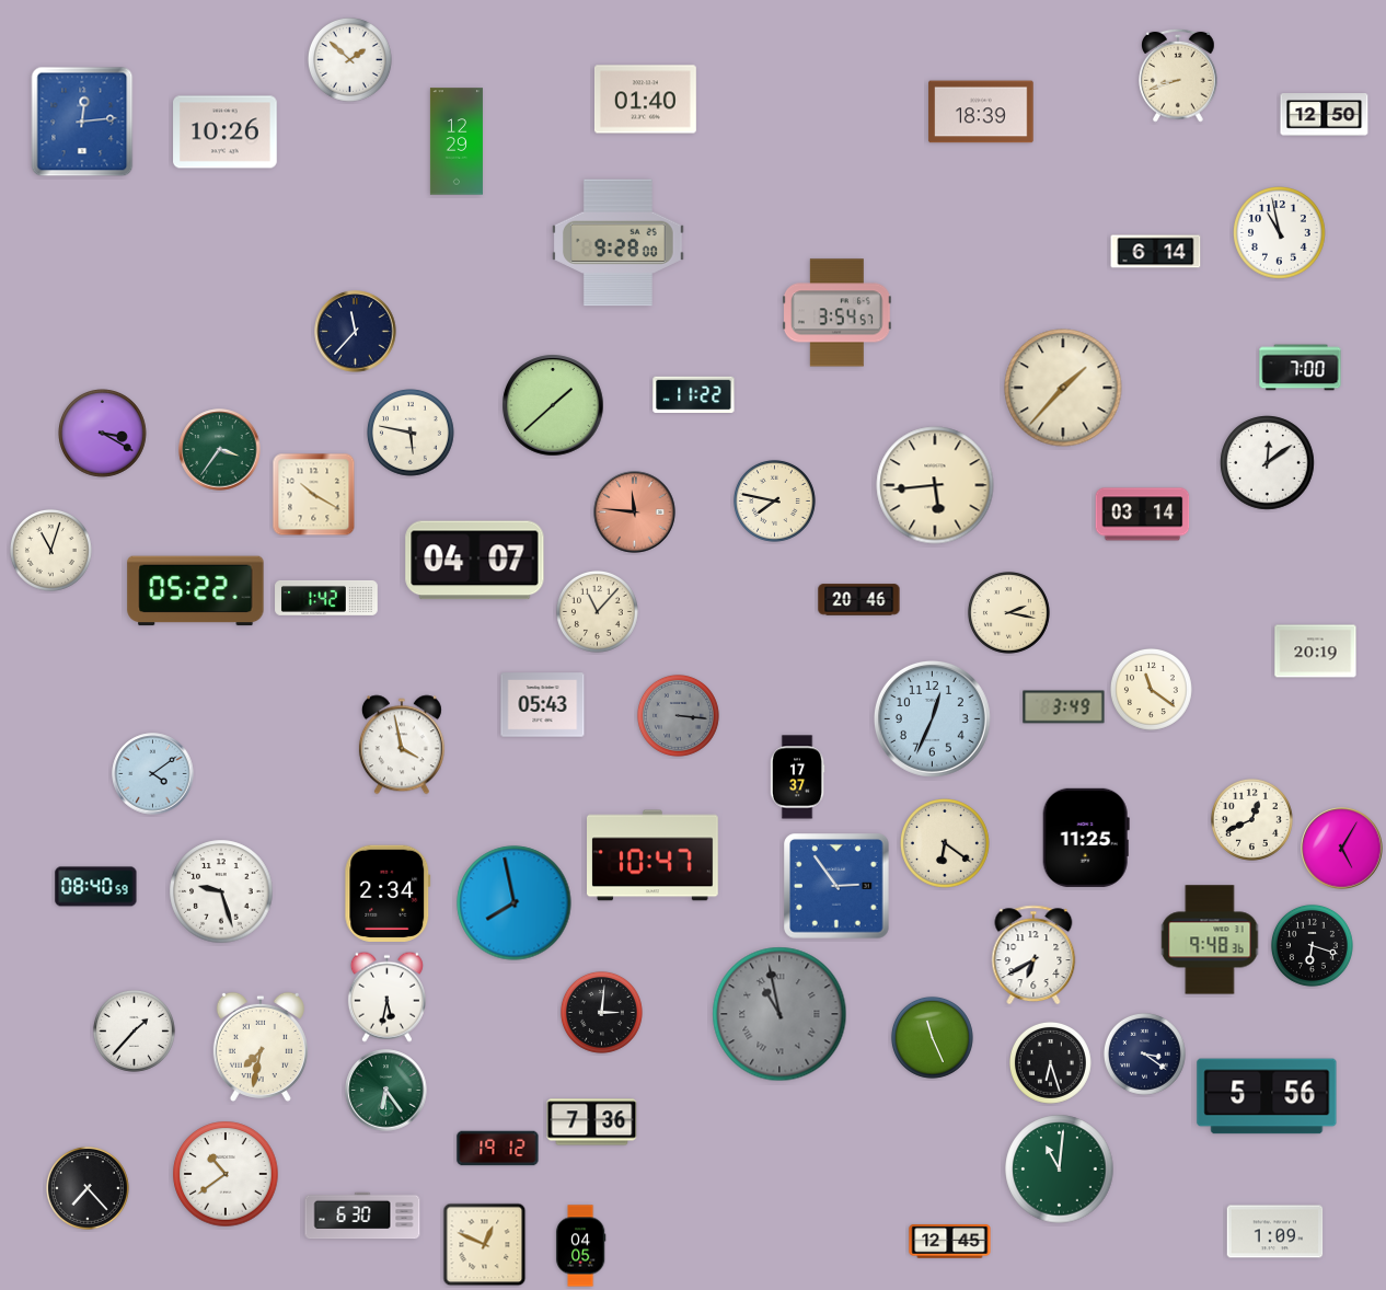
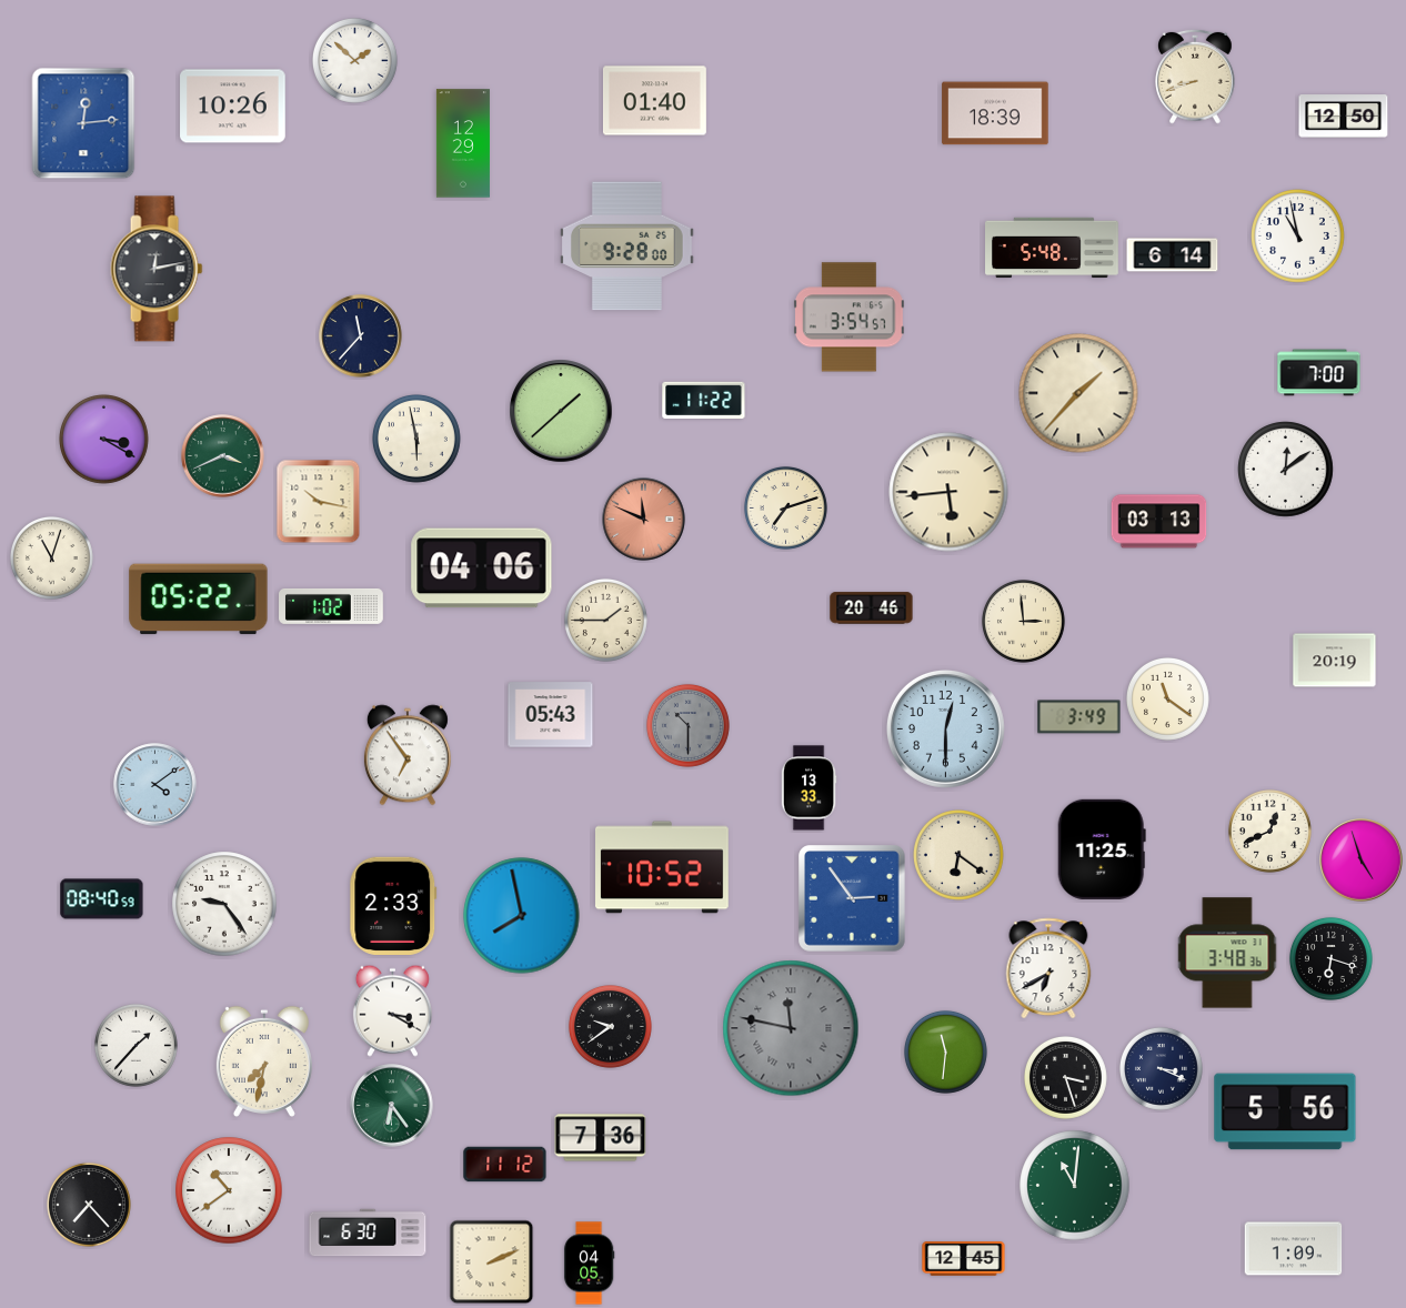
clock at (226, 133) position: (226, 133) -> (233, 107)
clock at (1052, 248): none -> 5:48
clock at (157, 269): none -> 12:13
clock at (412, 434): 5:47 -> 5:58
clock at (220, 450): 3:36 -> 3:41
clock at (314, 495): 10:20 -> 10:17
clock at (774, 500): 7:47 -> 7:12
clock at (635, 512): 11:46 -> 11:49
clock at (1143, 515): 03:14 -> 03:13
clock at (475, 561): 04:07 -> 04:06
clock at (326, 598): 1:42 -> 1:02
clock at (597, 611): 11:07 -> 1:45
clock at (1008, 612): 2:17 -> 2:59
clock at (678, 715): 3:16 -> 10:30
clock at (932, 718): 12:34 -> 12:30
clock at (402, 745): 3:58 -> 6:54
clock at (797, 778): 17:37 -> 13:33
clock at (1342, 849): 5:05 -> 4:57
clock at (654, 855): 10:47 -> 10:52
clock at (836, 886) position: (836, 886) -> (852, 898)
clock at (96, 887) position: (96, 887) -> (102, 899)
clock at (221, 891): 9:27 -> 9:24
clock at (388, 892): 2:34 -> 2:33
clock at (1210, 940): 9:48 -> 3:48
clock at (386, 997): 5:32 -> 3:20
clock at (601, 1012): 3:01 -> 9:39
clock at (779, 1014): 10:58 -> 11:47
clock at (932, 1037): 11:26 -> 11:31
clock at (1144, 1053): 3:21 -> 3:19
clock at (1050, 1062): 6:27 -> 3:27
clock at (498, 1149): 19:12 -> 11:12
clock at (485, 1245): 12:49 -> 2:11
